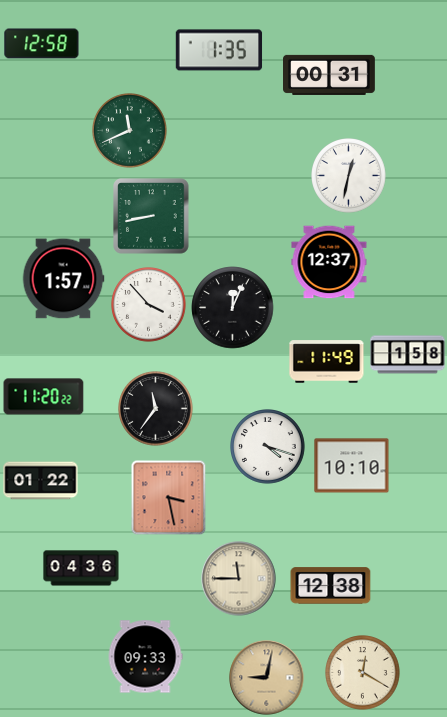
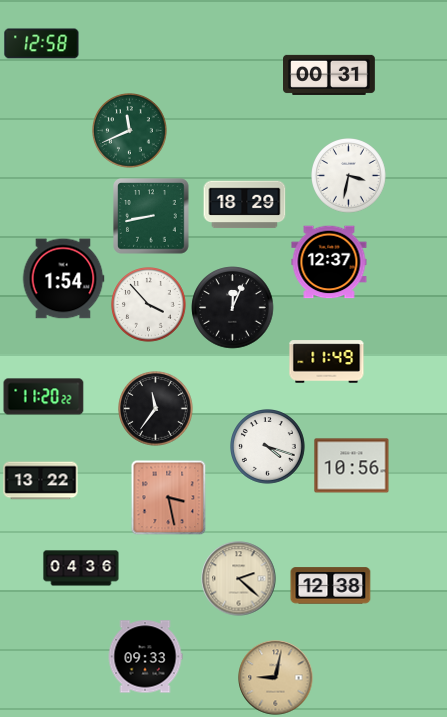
clock at (219, 50): 1:35 -> none
clock at (349, 176): 12:32 -> 3:32
clock at (245, 205): none -> 18:29
clock at (63, 279): 1:57 -> 1:54
clock at (408, 355): 1:58 -> none
clock at (352, 466): 10:10 -> 10:56
clock at (41, 481): 01:22 -> 13:22
clock at (239, 579): 11:45 -> 2:22
clock at (363, 673): 12:20 -> none
clock at (267, 678) position: (267, 678) -> (276, 678)
